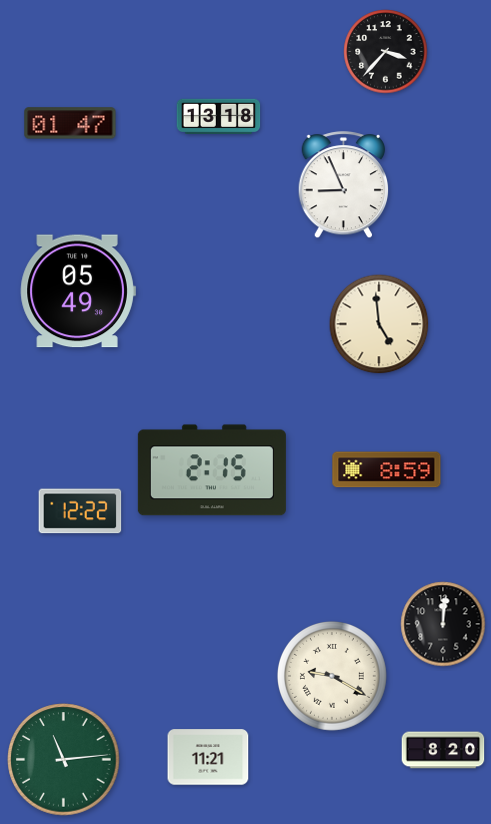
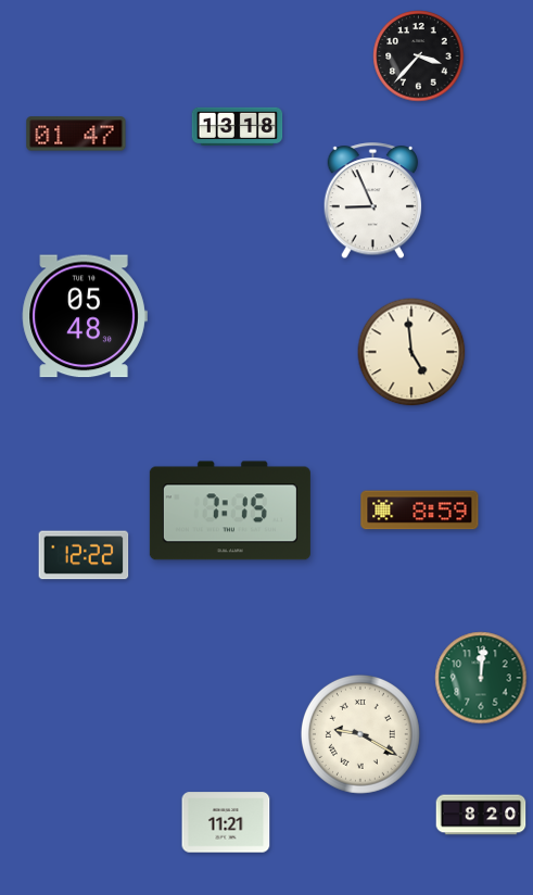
clock at (78, 291): 05:49 -> 05:48
clock at (212, 470): 2:15 -> 7:15
clock at (80, 511) position: (80, 511) -> (84, 555)
clock at (443, 624) dial: black -> green
clock at (64, 760): 11:14 -> none
